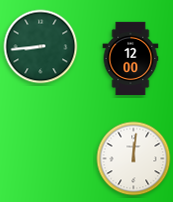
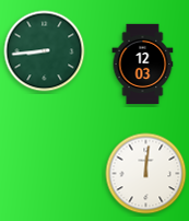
clock at (131, 59): 12:00 -> 12:03
